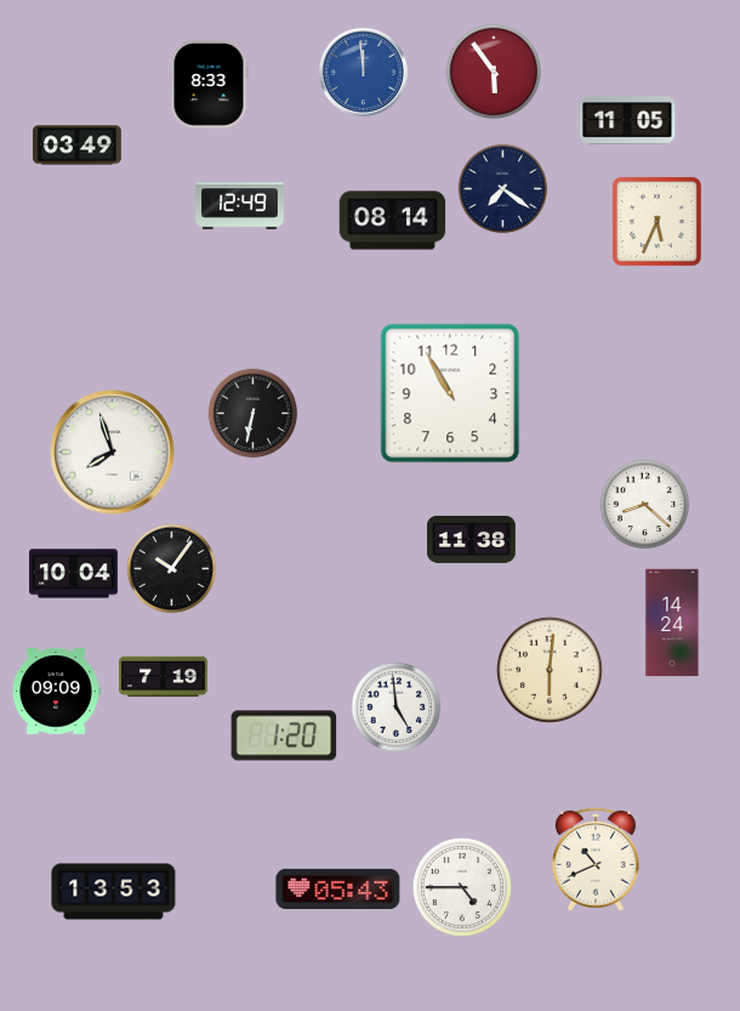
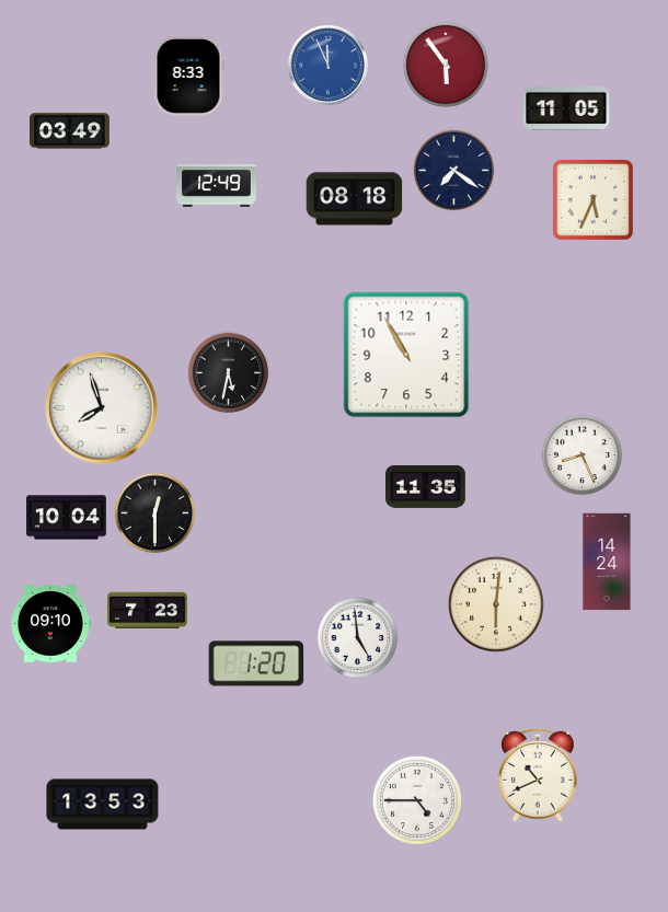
clock at (363, 72): 11:59 -> 11:56
clock at (393, 221): 08:14 -> 08:18
clock at (254, 414): 6:32 -> 5:32
clock at (645, 505): 8:22 -> 8:26
clock at (472, 539): 11:38 -> 11:35
clock at (172, 569): 10:06 -> 12:30
clock at (164, 677): 7:19 -> 7:23
clock at (56, 692): 09:09 -> 09:10
clock at (338, 888): 05:43 -> none
